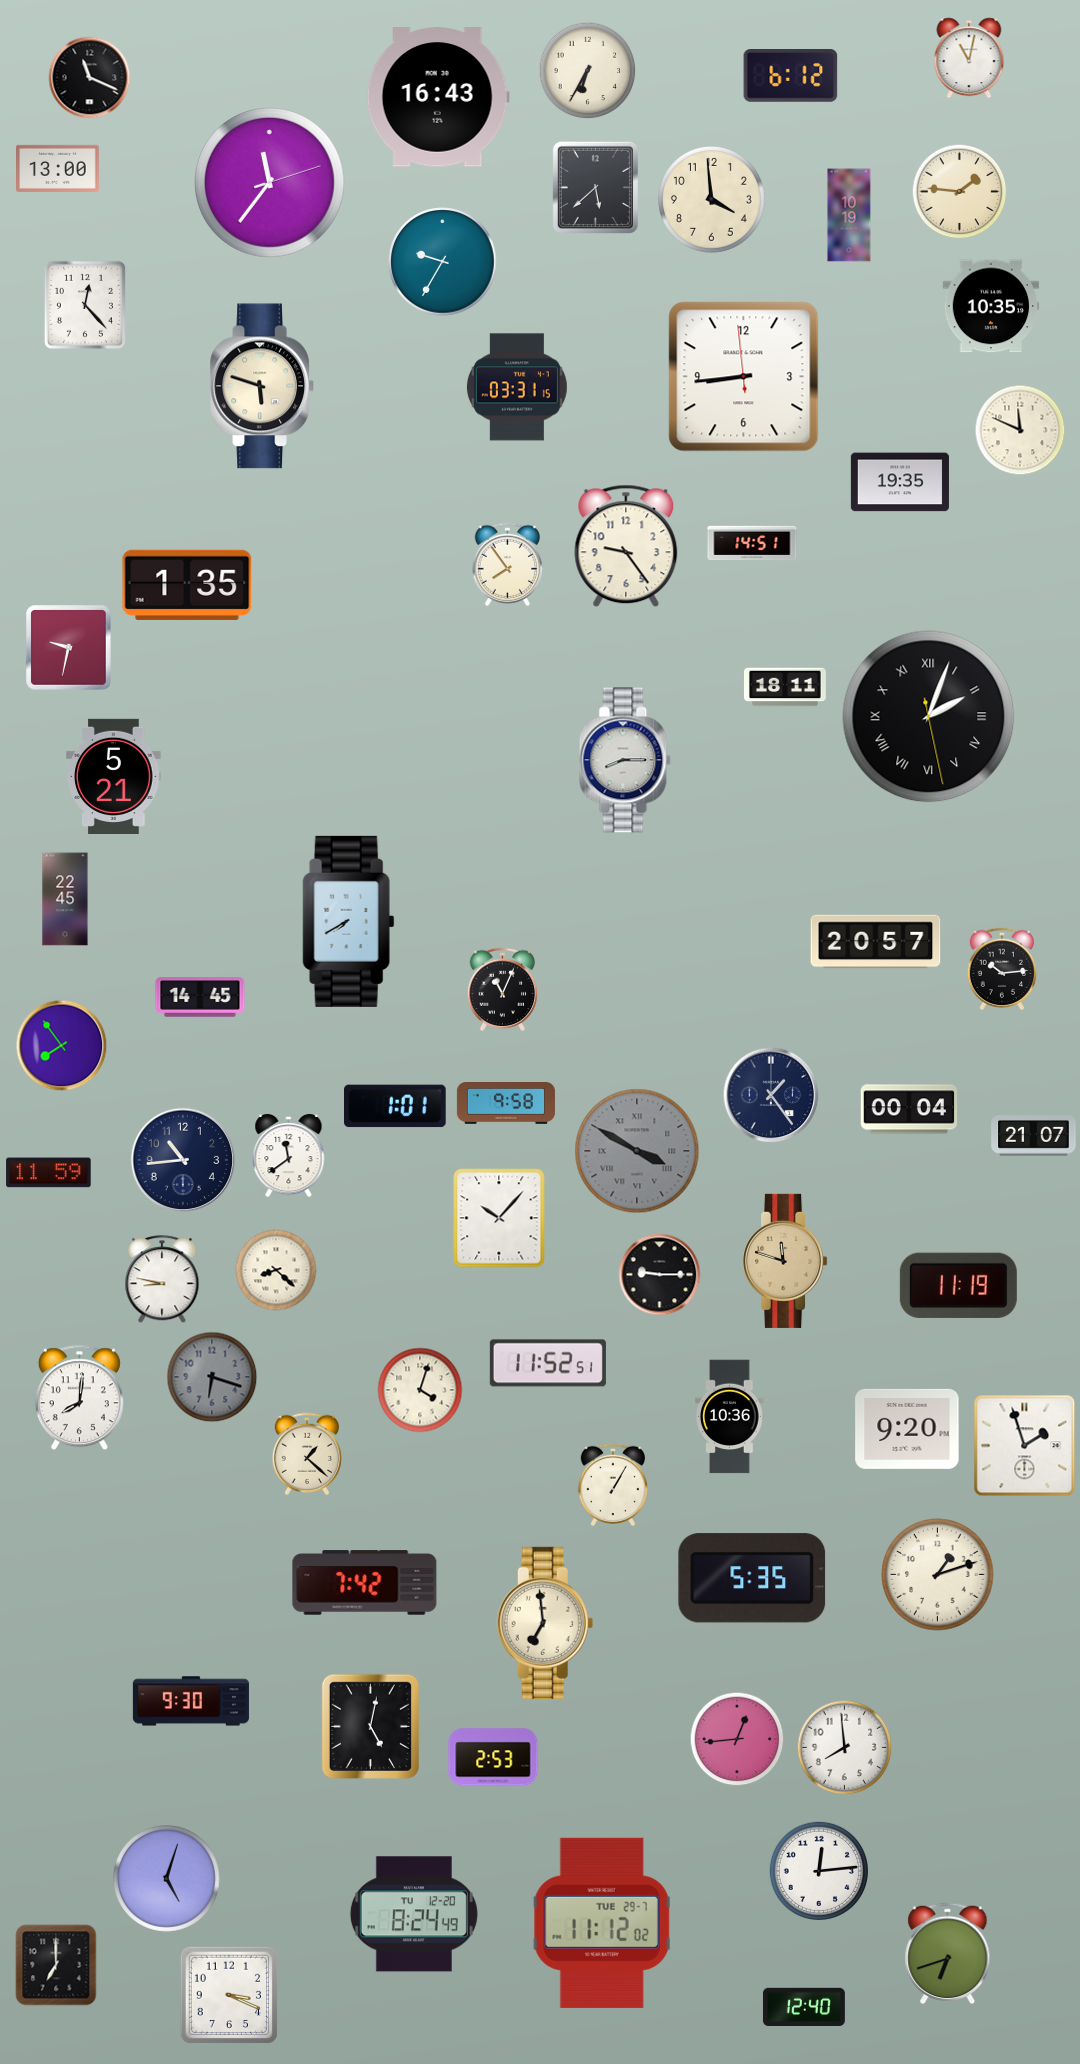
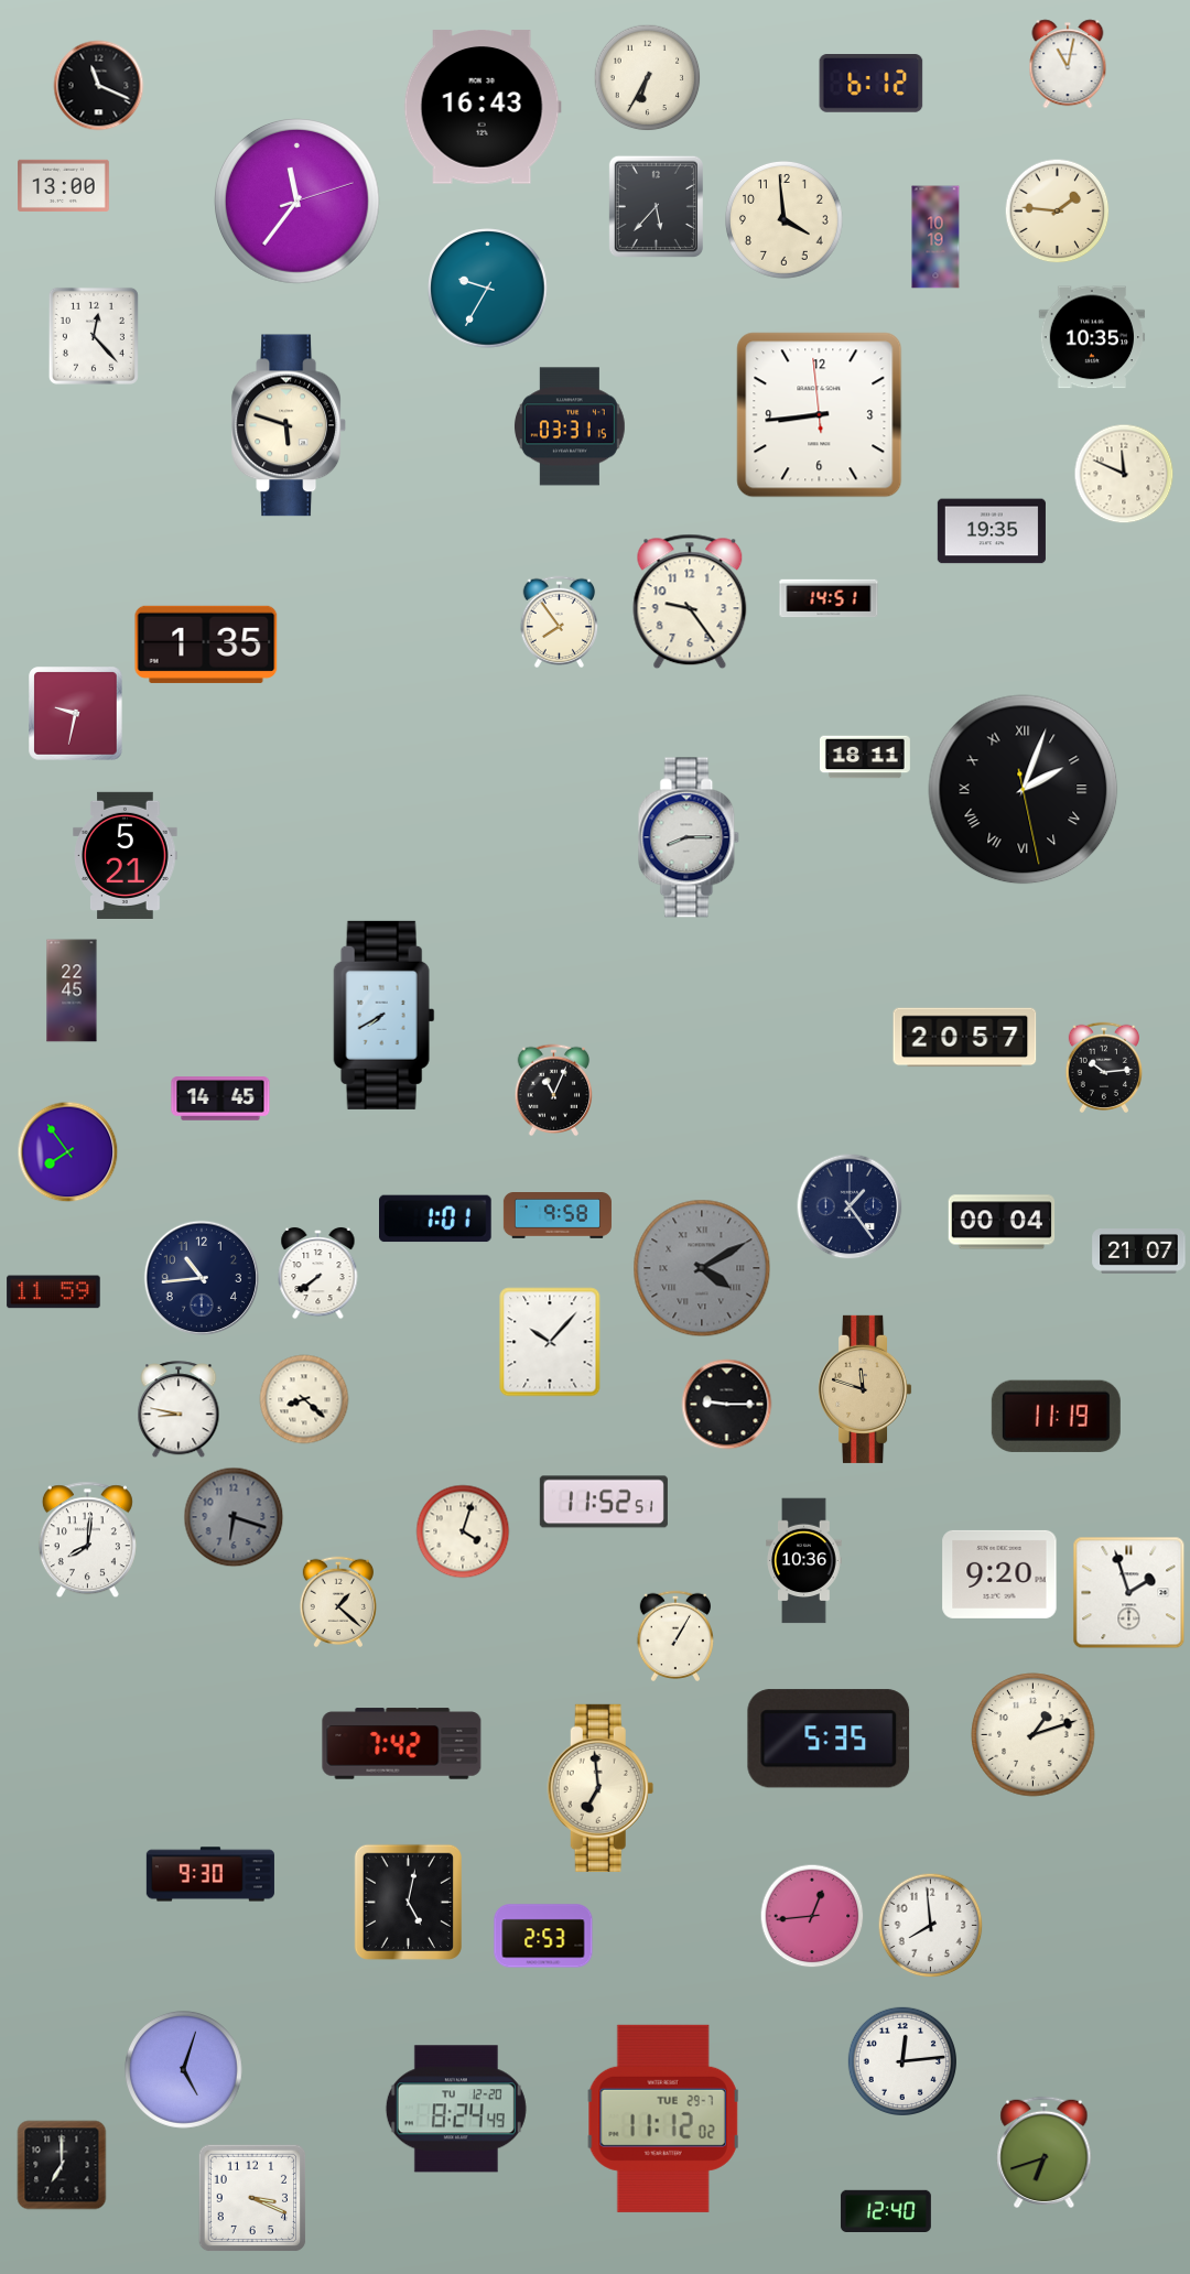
clock at (595, 187): 5:38 -> 5:37
clock at (637, 1151): 3:50 -> 4:10
clock at (289, 1156): 11:39 -> 7:39
